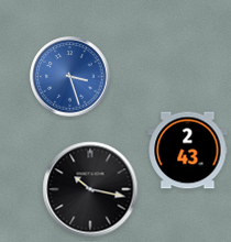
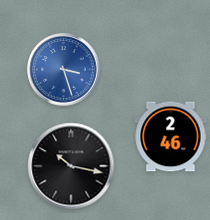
clock at (188, 151): 2:43 -> 2:46
clock at (90, 189) position: (90, 189) -> (71, 166)
